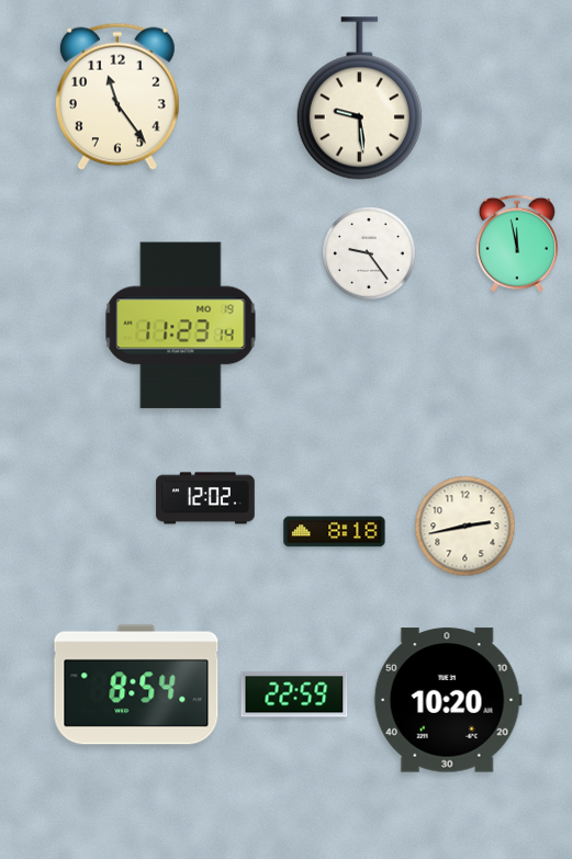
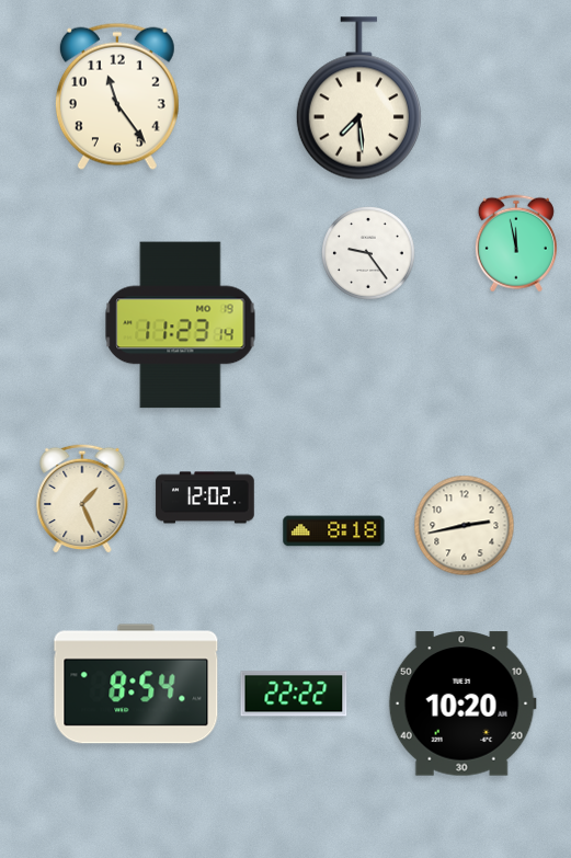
clock at (359, 99): 9:29 -> 7:29
clock at (82, 499): none -> 1:26
clock at (294, 694): 22:59 -> 22:22
clock at (448, 700) position: (448, 700) -> (462, 703)
